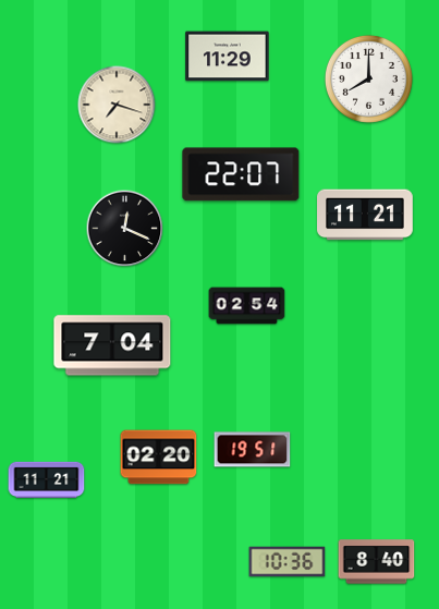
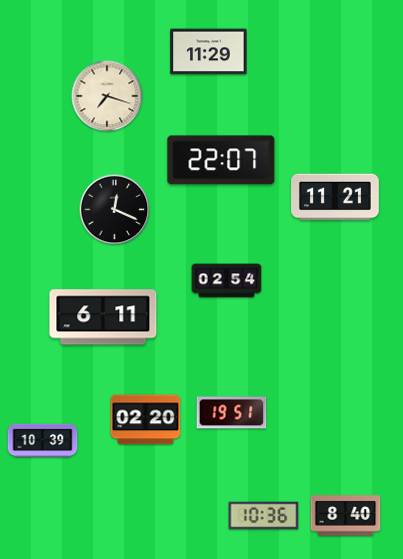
clock at (368, 78): 8:00 -> none
clock at (112, 345): 7:04 -> 6:11
clock at (47, 480): 11:21 -> 10:39
